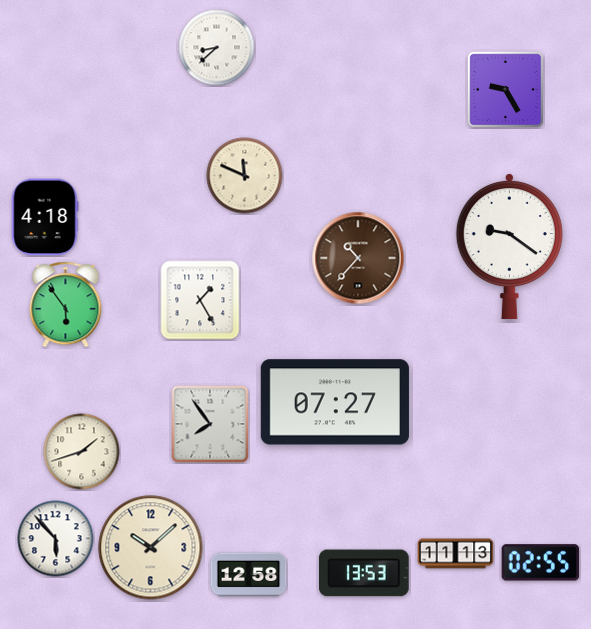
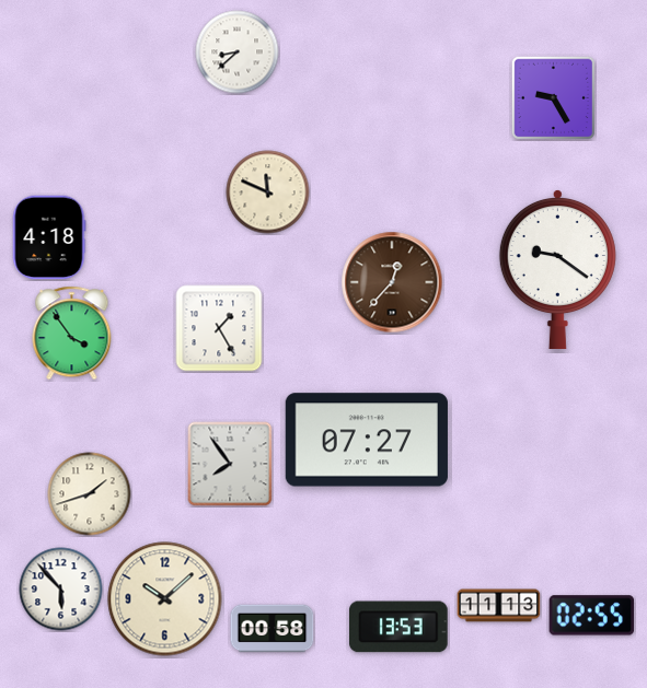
clock at (358, 258): 10:37 -> 12:37
clock at (66, 305): 5:54 -> 3:54
clock at (249, 575): 12:58 -> 00:58
